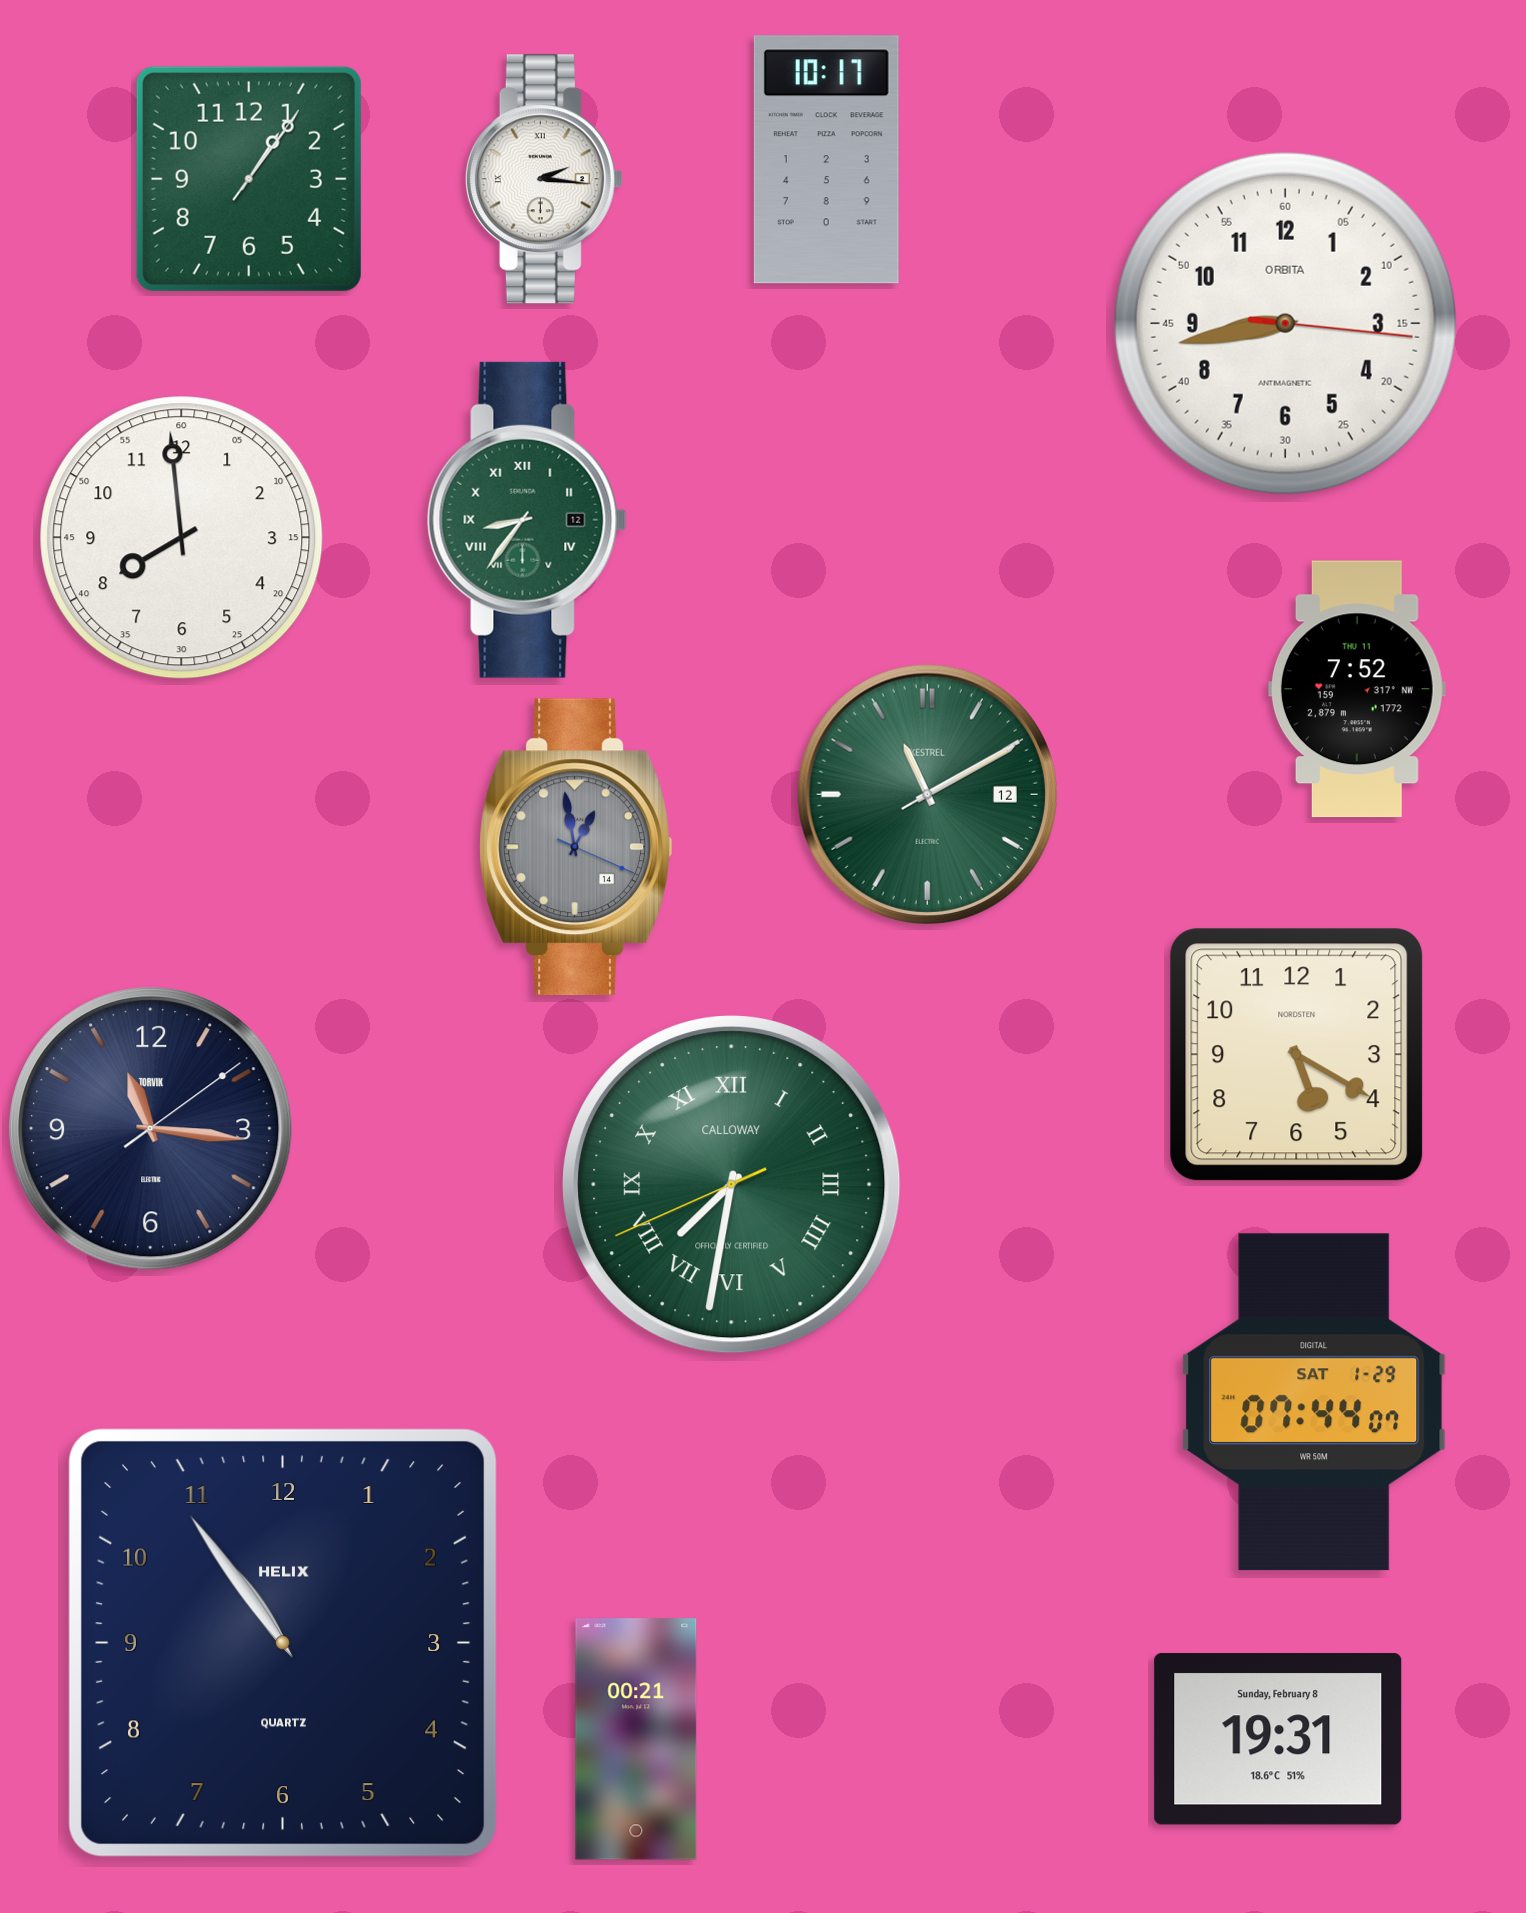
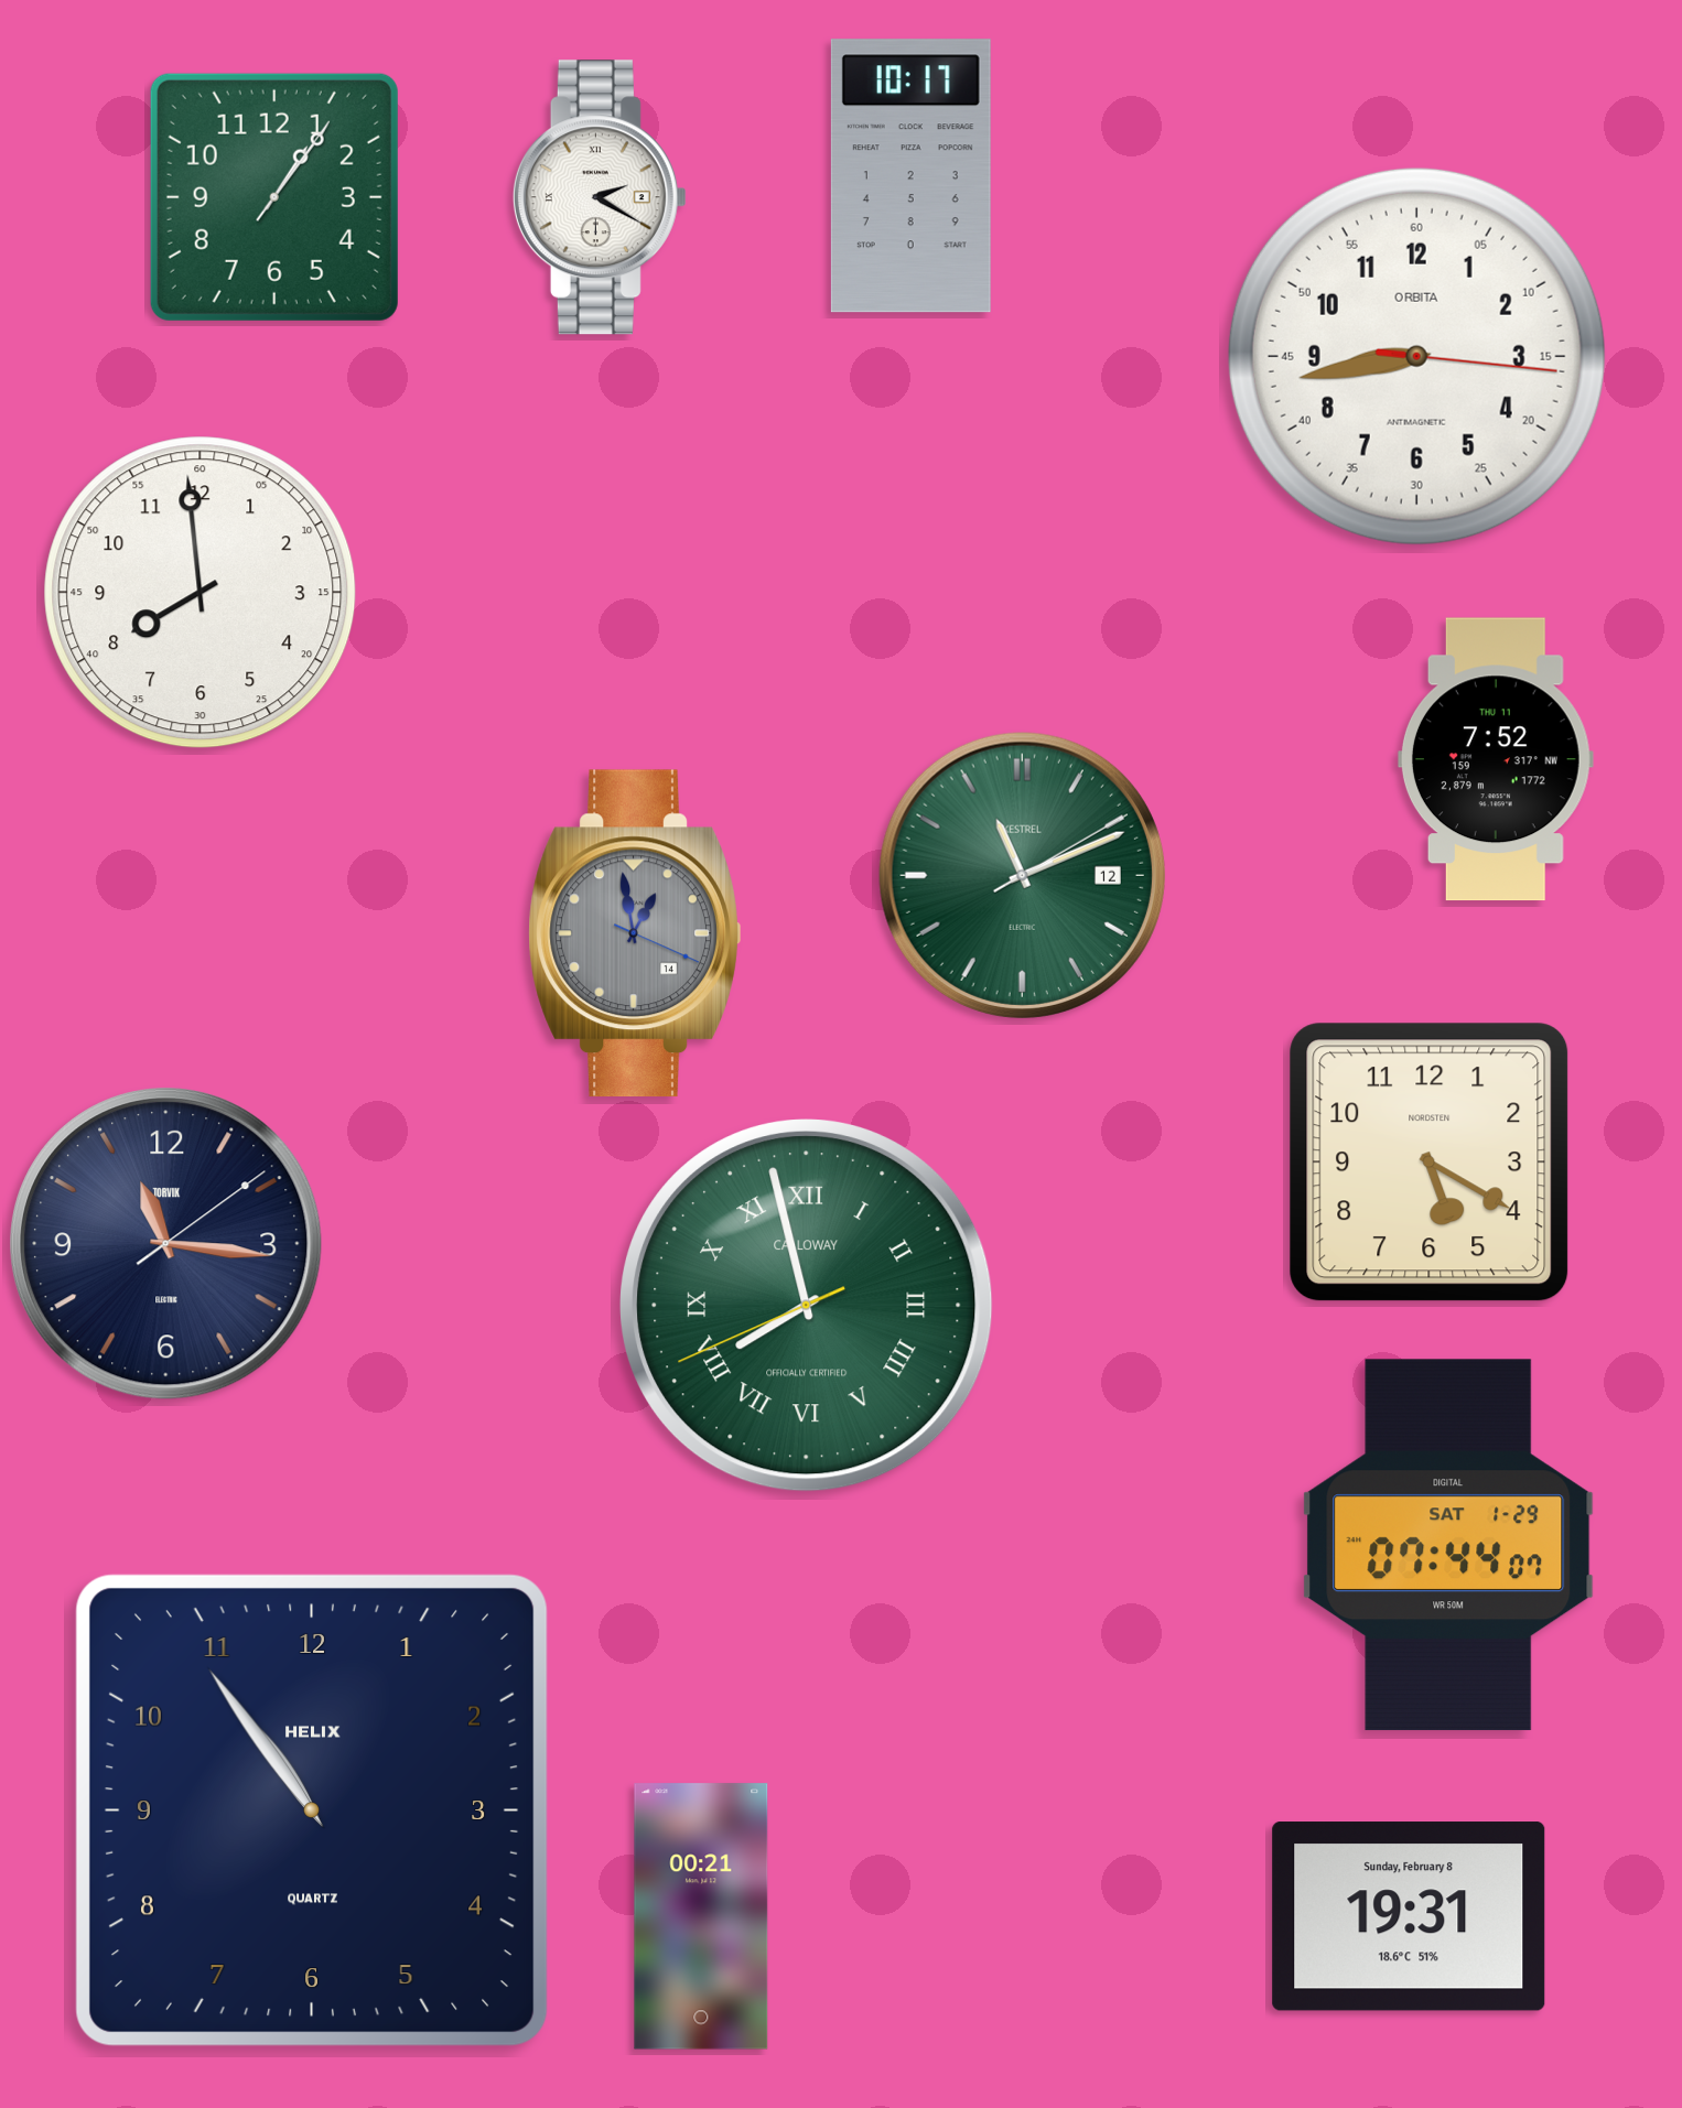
clock at (544, 179): 2:16 -> 2:20
clock at (527, 520): 8:36 -> none
clock at (927, 794): 11:10 -> 11:11
clock at (732, 1185): 7:31 -> 7:57
